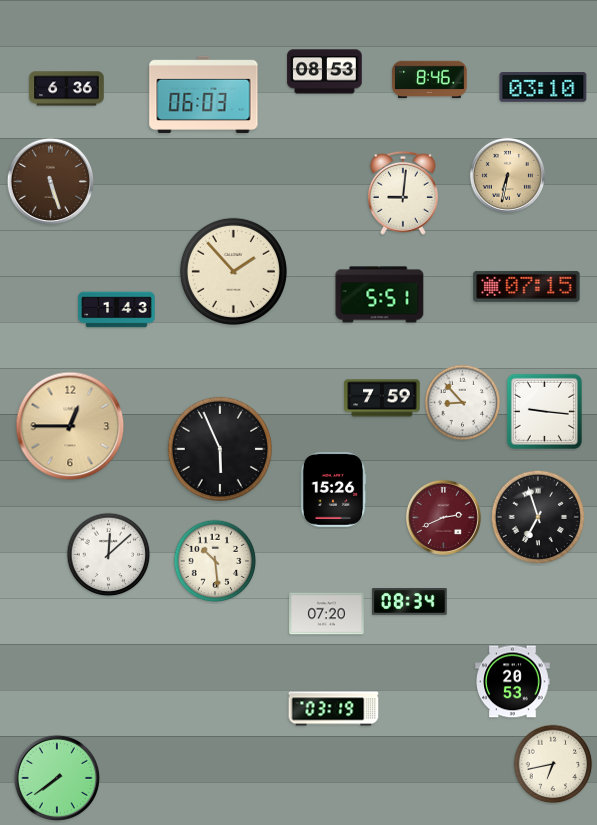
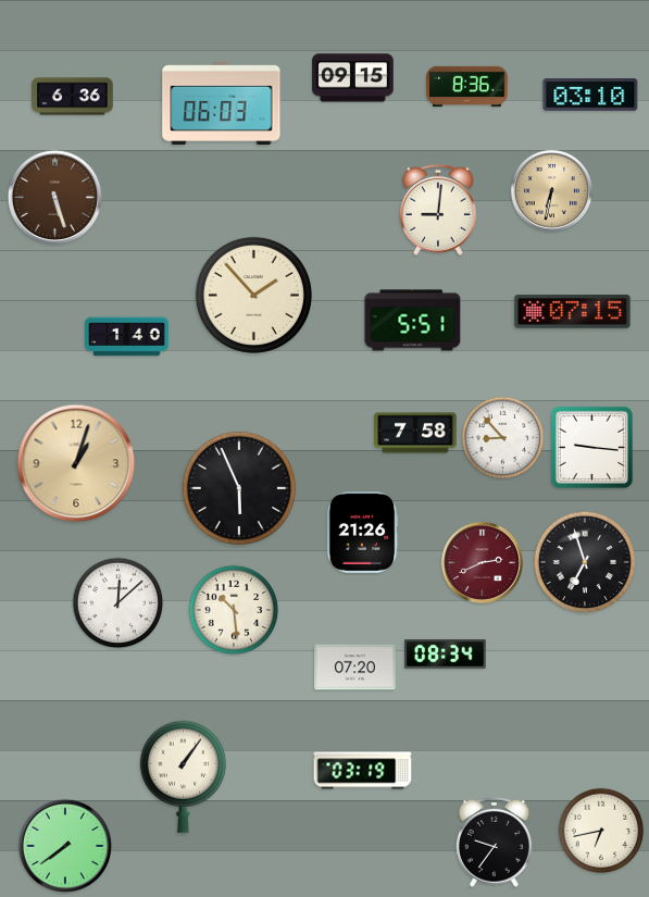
clock at (325, 72): 08:53 -> 09:15
clock at (430, 80): 8:46 -> 8:36
clock at (117, 310): 1:43 -> 1:40
clock at (382, 398): 7:59 -> 7:58
clock at (70, 426): 12:45 -> 1:03
clock at (333, 490): 15:26 -> 21:26
clock at (513, 682): 20:53 -> none
clock at (183, 776): none -> 1:06
clock at (495, 842): none -> 9:36
clock at (56, 777) position: (56, 777) -> (64, 845)
